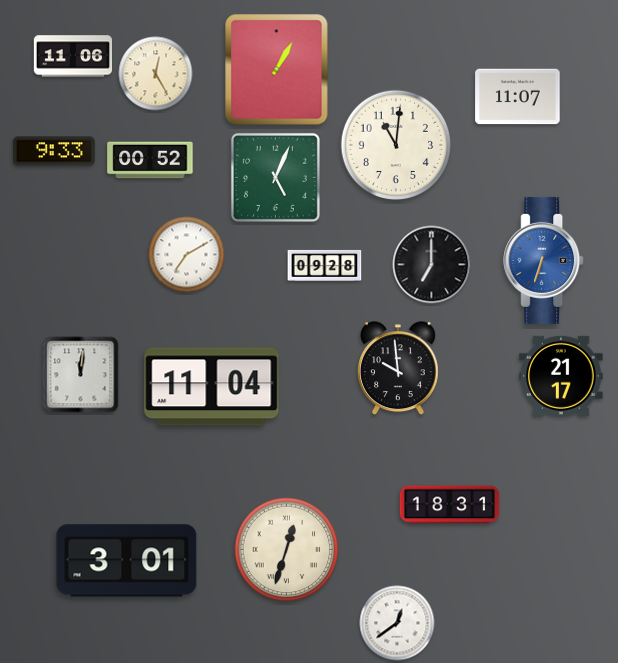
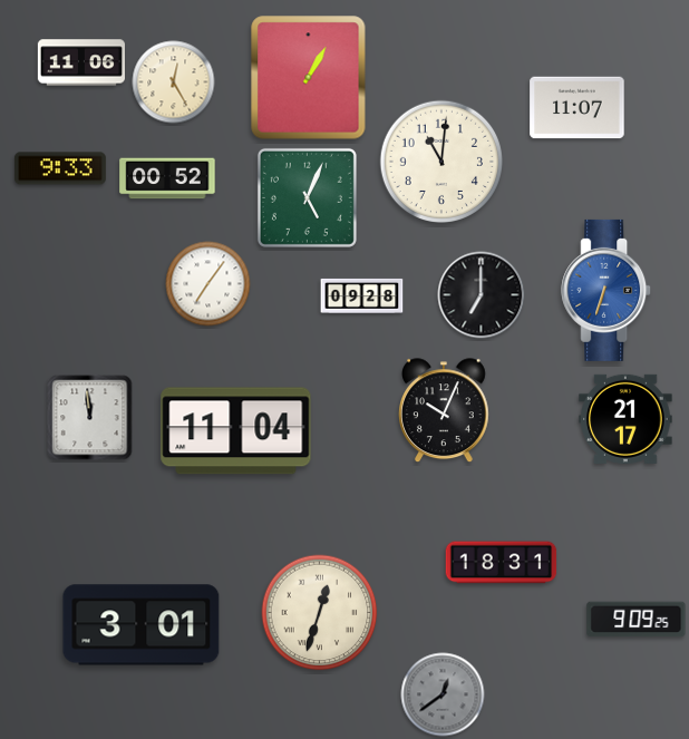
clock at (187, 255): 7:10 -> 7:06
clock at (399, 369): 9:59 -> 10:04
clock at (81, 375): 12:01 -> 11:59
clock at (637, 620): none -> 9:09
clock at (397, 623) dial: white -> grey
